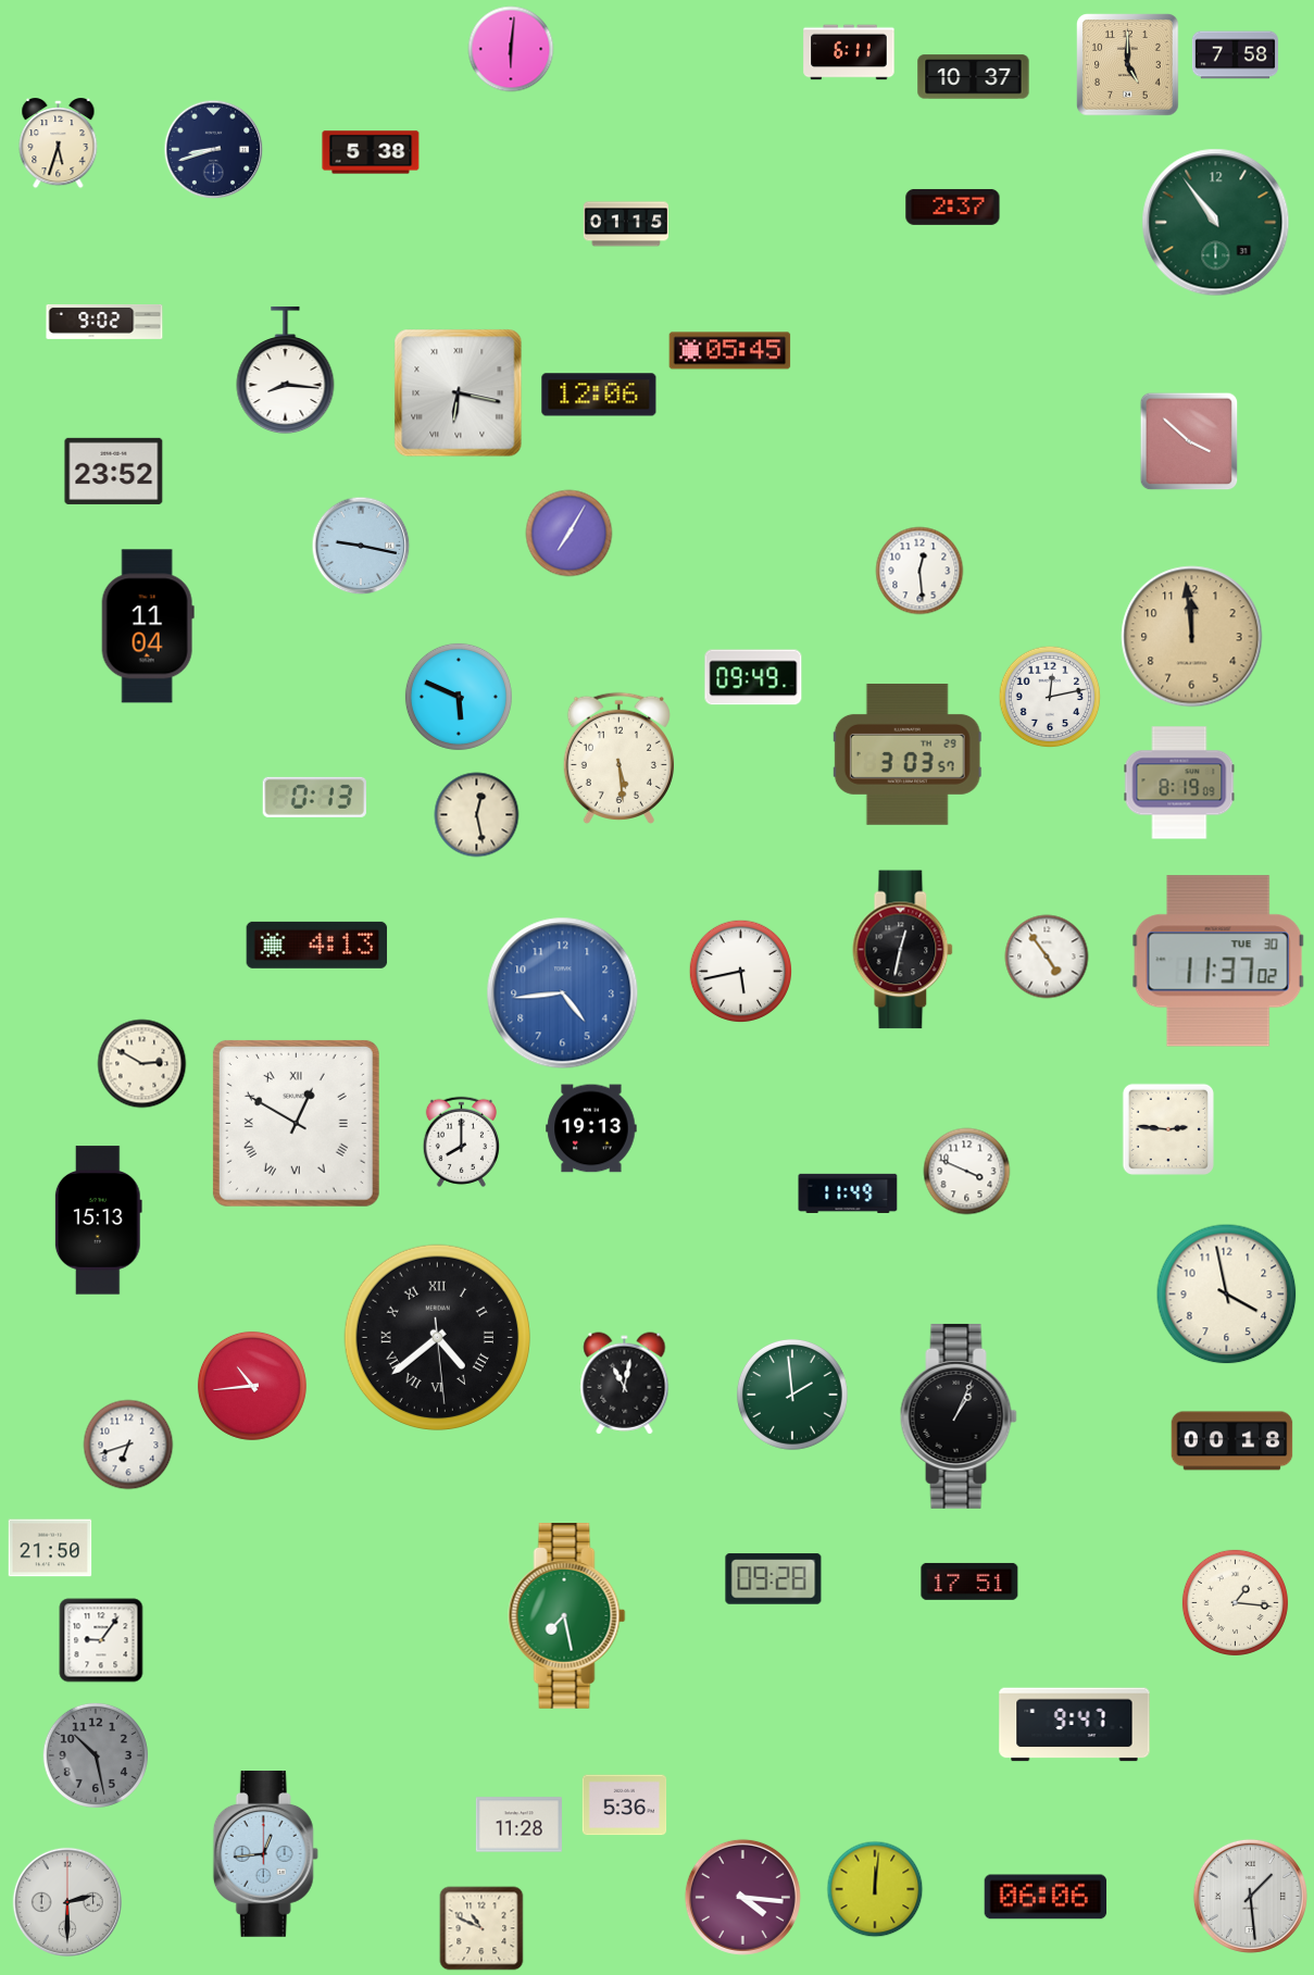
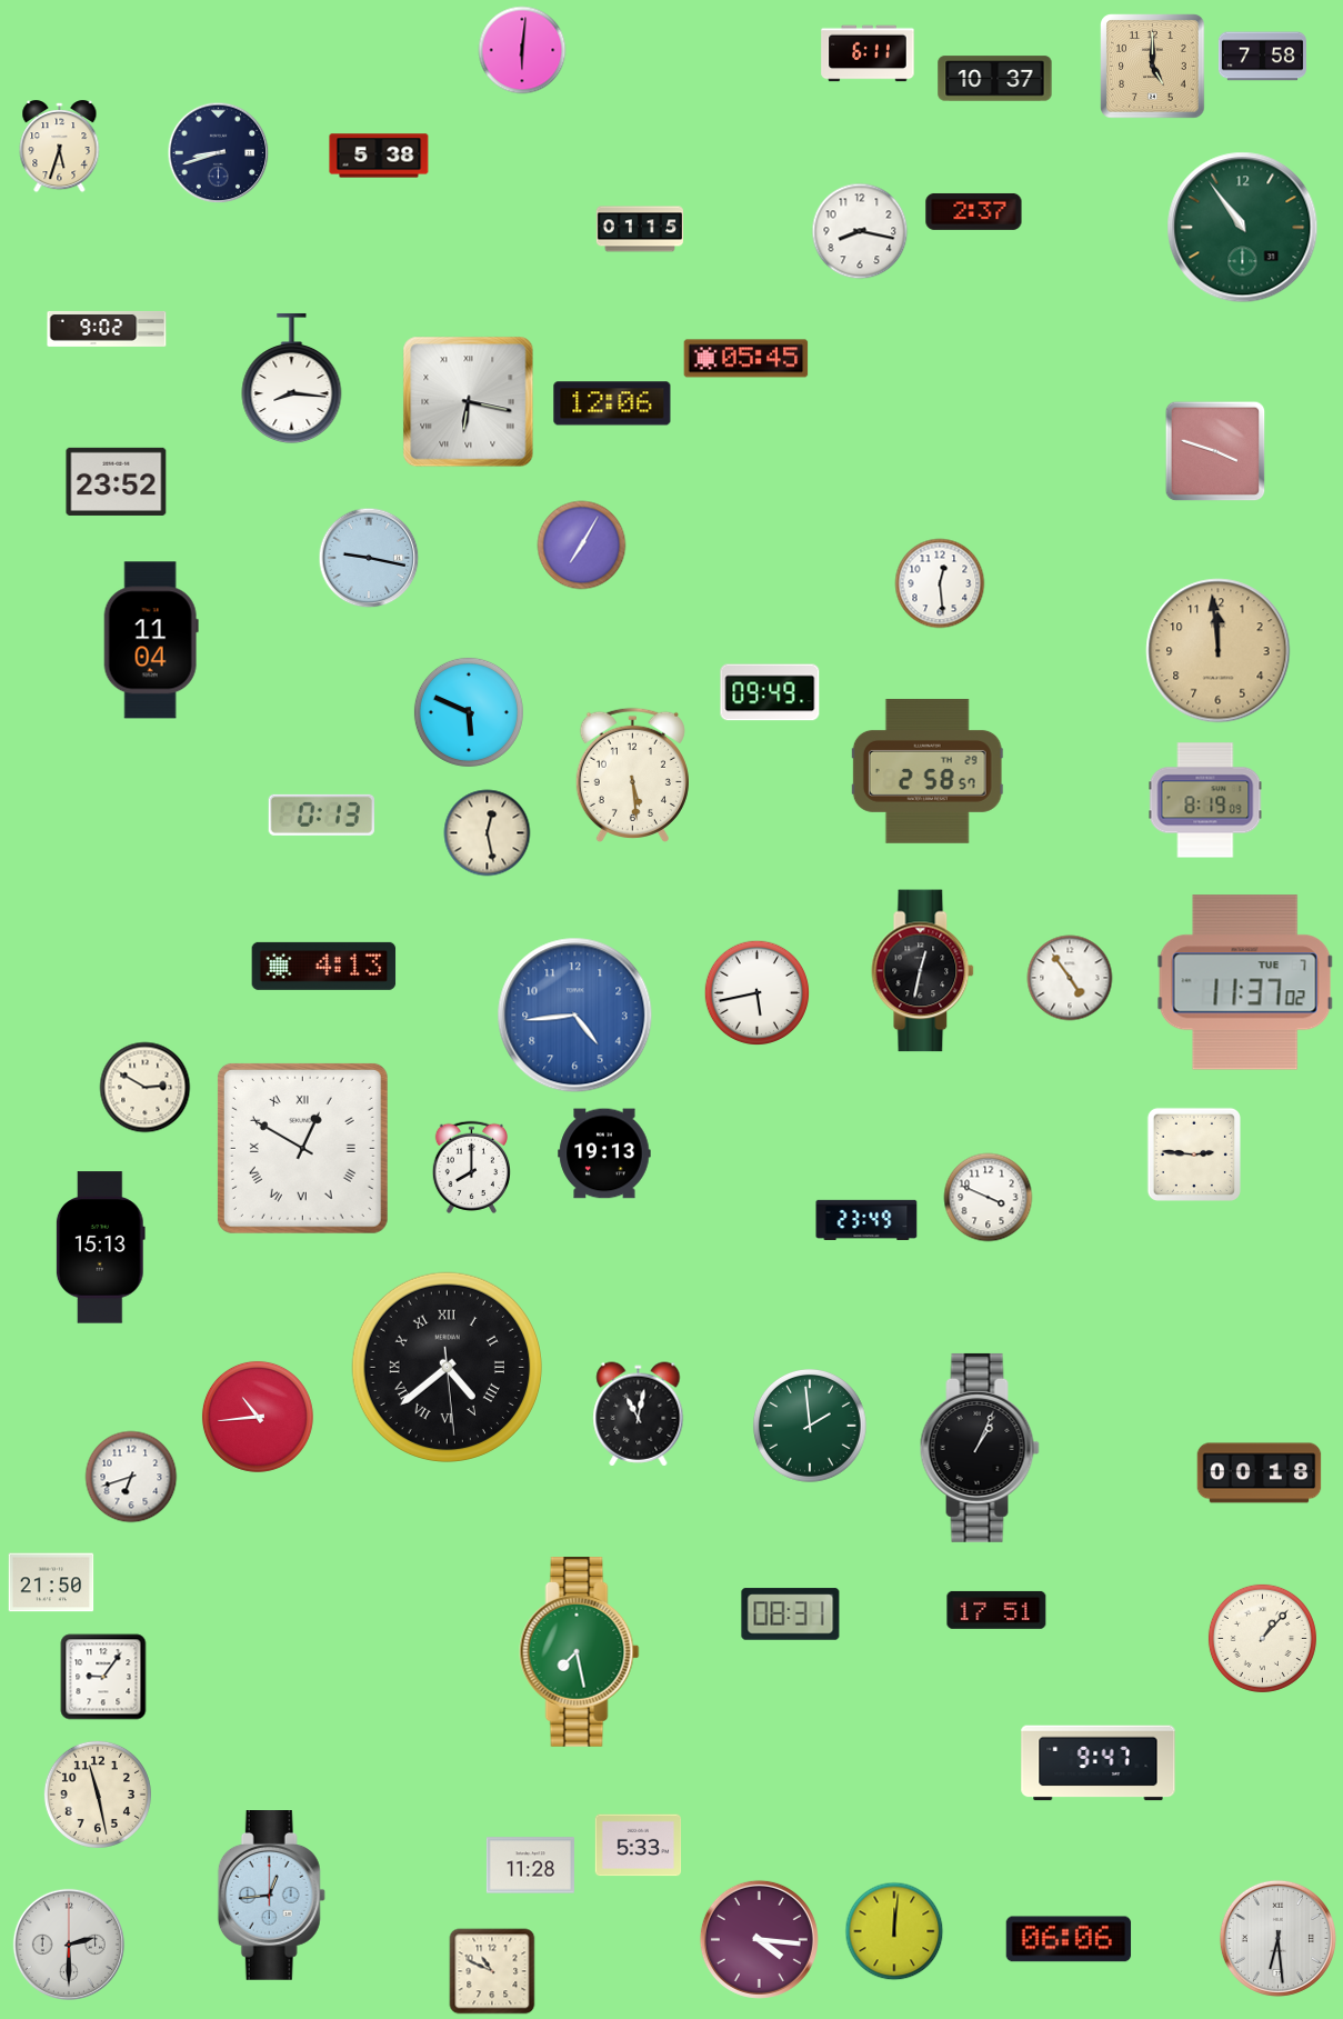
clock at (860, 231): none -> 8:17
clock at (1189, 441): 3:52 -> 3:48
clock at (1050, 697): 12:13 -> none
clock at (908, 754): 3:03 -> 2:58
clock at (1218, 961) date: TUE 30 -> TUE 7
clock at (848, 1193): 11:49 -> 23:49
clock at (1227, 1295): 3:58 -> none
clock at (774, 1579): 09:28 -> 08:31
clock at (969, 1582) position: (969, 1582) -> (996, 1610)
clock at (1235, 1602): 1:16 -> 1:07
clock at (96, 1755): 10:28 -> 11:28
clock at (96, 1755) dial: grey -> cream
clock at (625, 1805): 5:36 -> 5:33
clock at (1250, 1896): 1:29 -> 6:29
